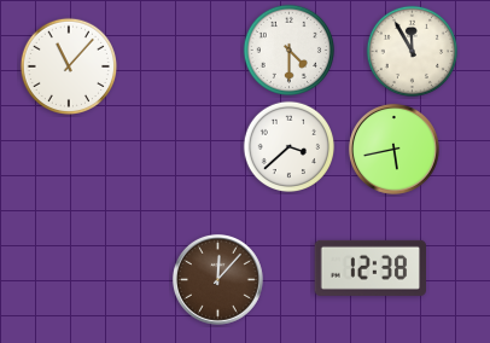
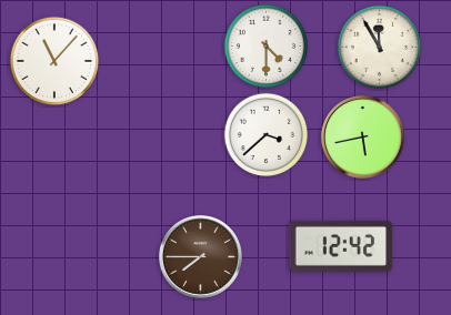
clock at (68, 65) position: (68, 65) -> (53, 60)
clock at (369, 268): 12:38 -> 12:42
clock at (217, 279): 12:07 -> 7:45
